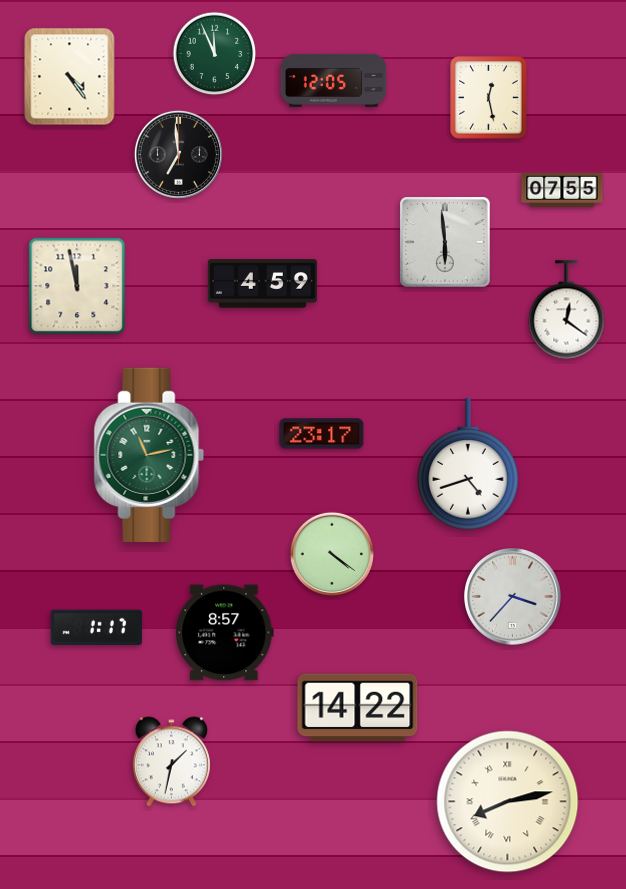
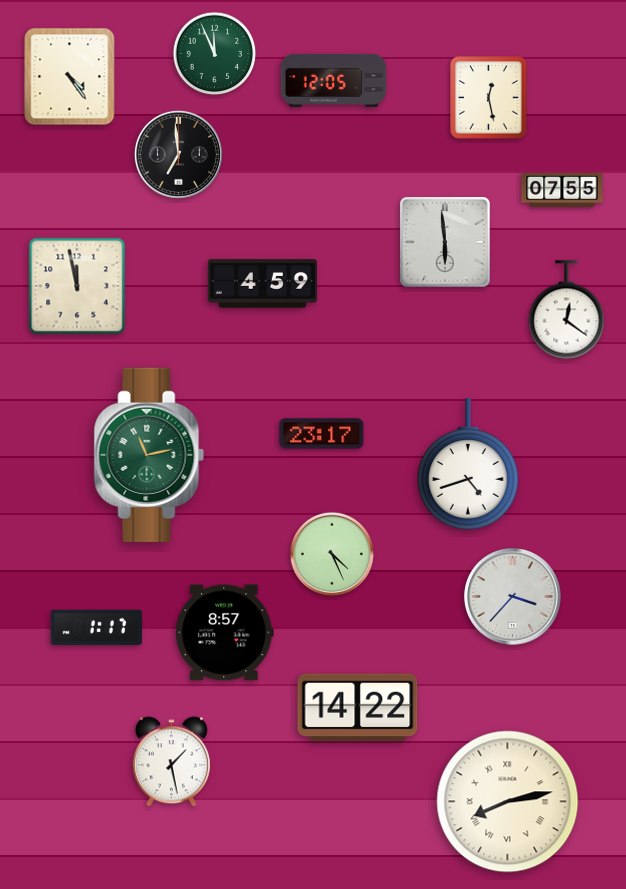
clock at (332, 554): 4:21 -> 4:26
clock at (171, 762): 1:32 -> 1:28
